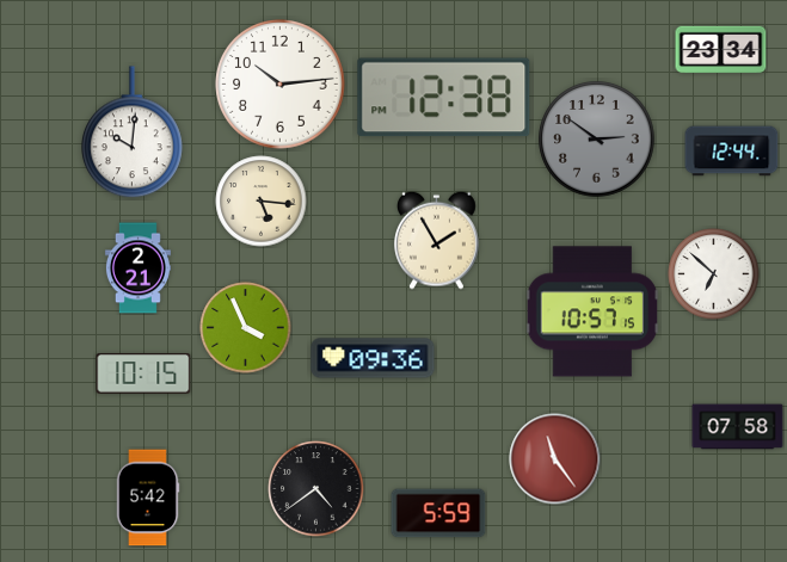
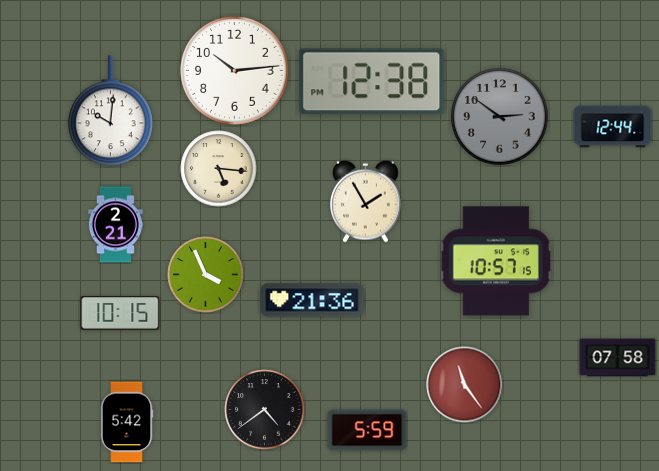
clock at (721, 50): 23:34 -> none
clock at (714, 274): 6:52 -> none
clock at (373, 358): 09:36 -> 21:36
clock at (148, 498) position: (148, 498) -> (127, 422)
